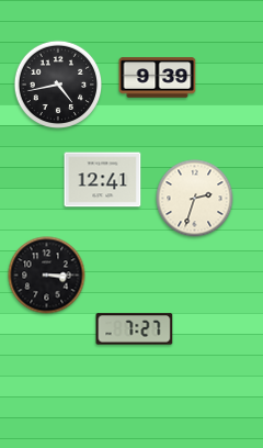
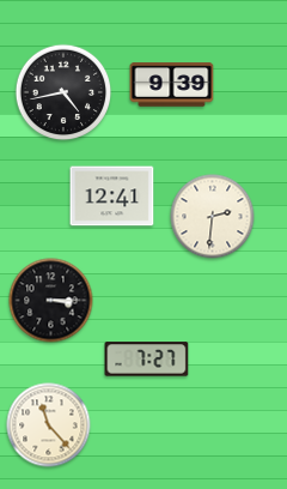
clock at (195, 199): 2:33 -> 2:31
clock at (49, 425): none -> 11:23
